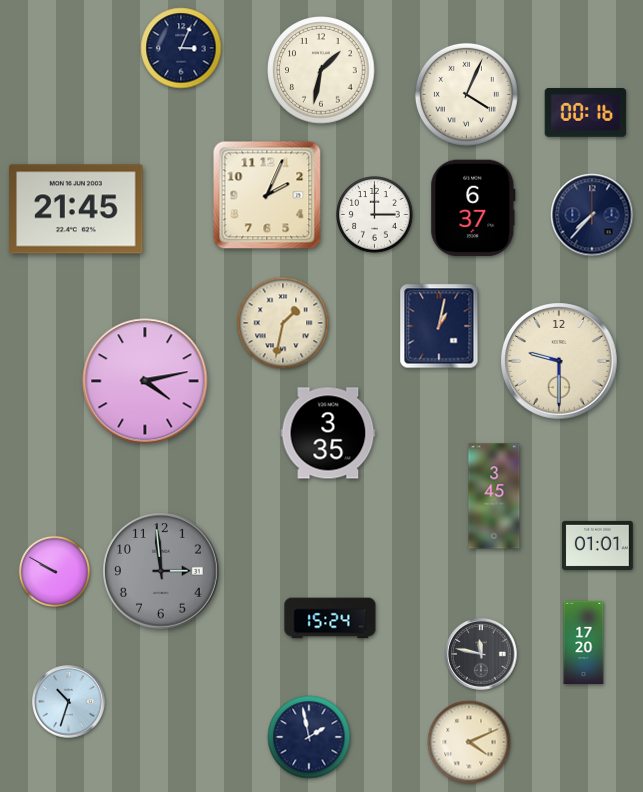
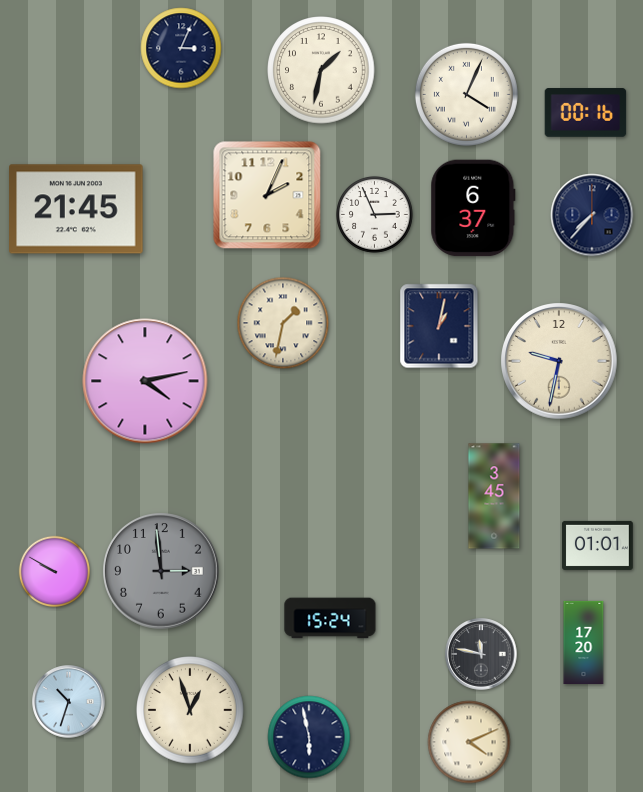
clock at (375, 215): 3:00 -> 2:56
clock at (559, 361): 9:30 -> 9:32
clock at (328, 433): 3:35 -> none
clock at (190, 710): none -> 12:57
clock at (309, 737): 1:58 -> 5:58
